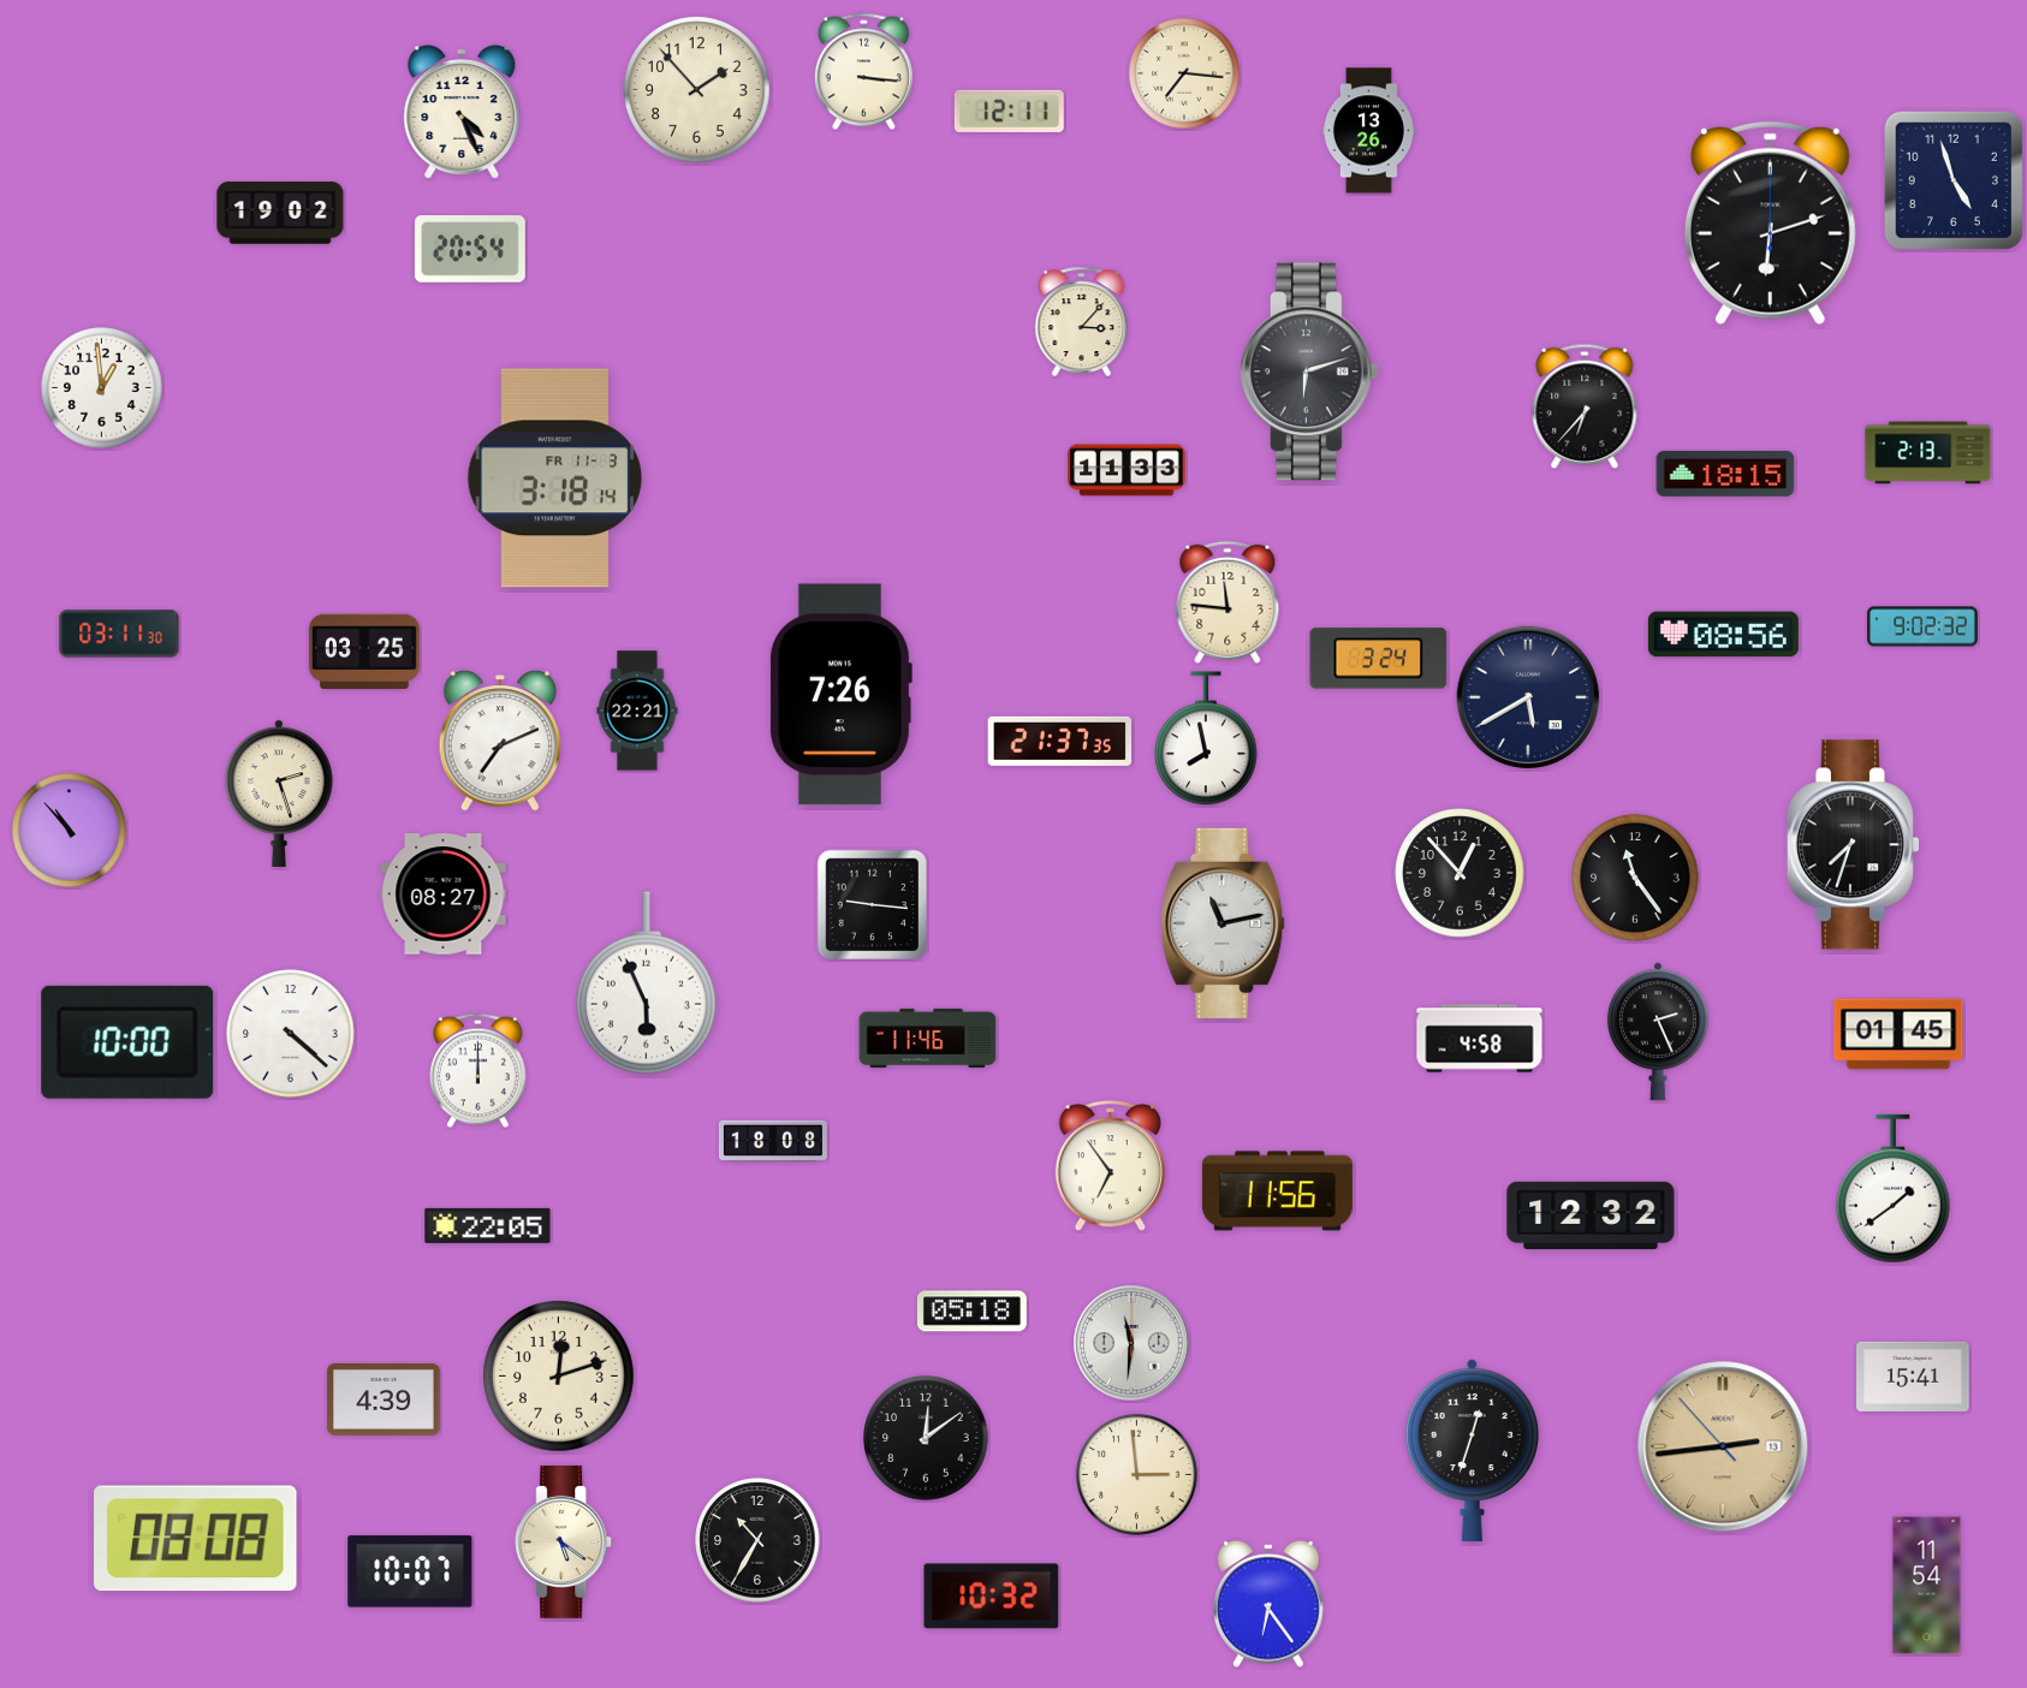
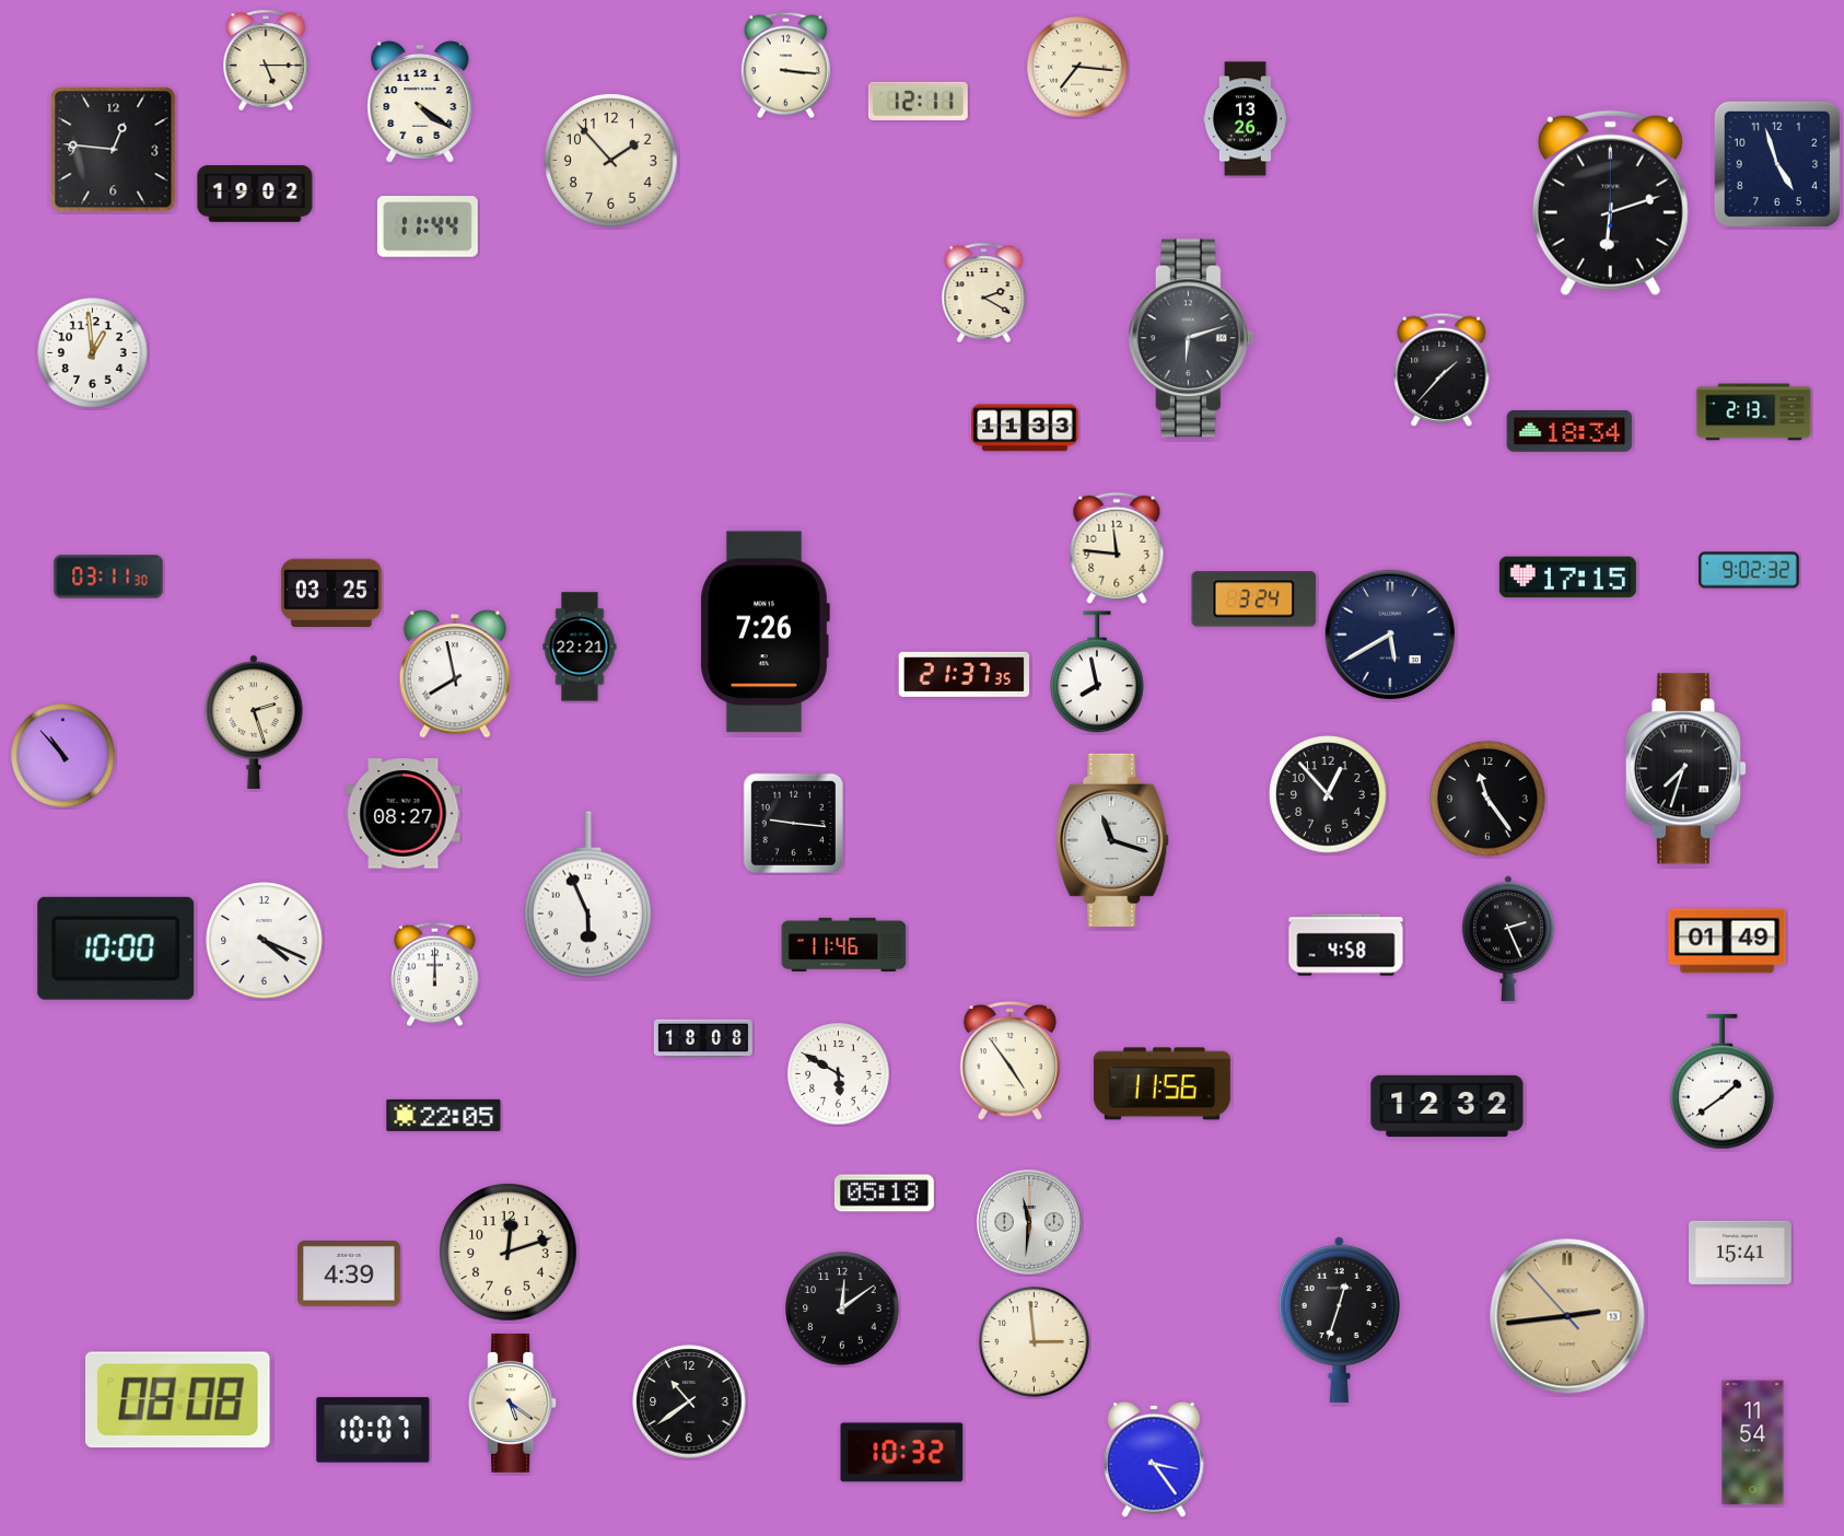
clock at (266, 60): none -> 5:15
clock at (697, 90) position: (697, 90) -> (611, 161)
clock at (462, 112): 4:26 -> 4:21
clock at (114, 150): none -> 12:46
clock at (470, 249): 20:54 -> 11:44
clock at (1082, 322): 3:07 -> 2:20
clock at (1585, 406): 6:37 -> 1:37
clock at (1725, 474): 18:15 -> 18:34
clock at (554, 479): 3:18 -> none
clock at (1723, 635): 08:56 -> 17:15
clock at (499, 741): 7:11 -> 7:58
clock at (1223, 923): 11:13 -> 11:18
clock at (291, 1034): 4:22 -> 4:19
clock at (1898, 1034): 01:45 -> 01:49
clock at (1111, 1166): 6:54 -> 4:54
clock at (839, 1074): none -> 5:50
clock at (757, 1540): 10:35 -> 10:39
clock at (1270, 1604): 6:24 -> 3:24
